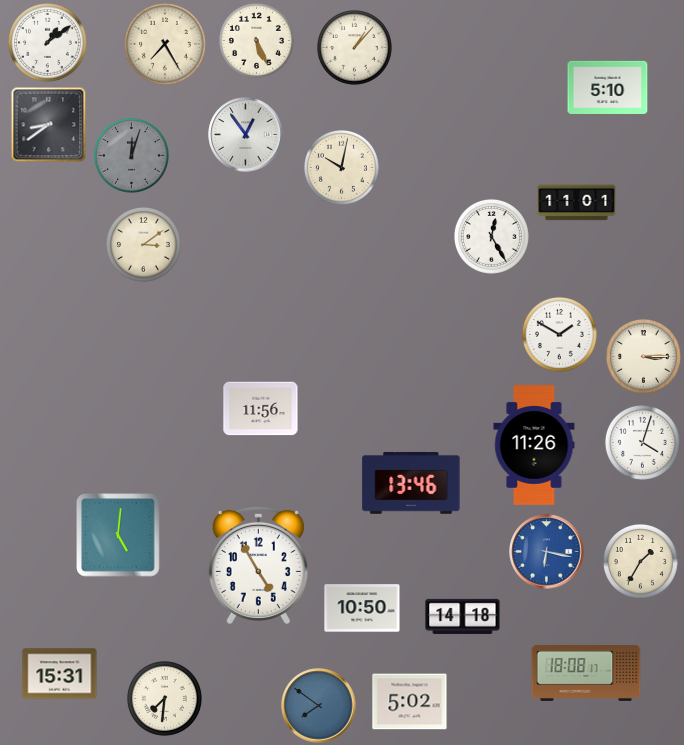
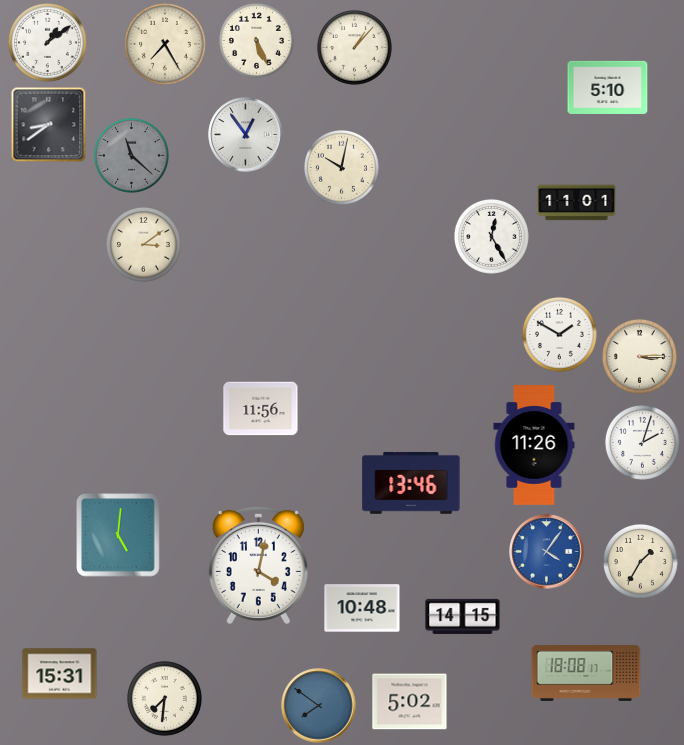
clock at (131, 155): 12:03 -> 11:22
clock at (643, 356) position: (643, 356) -> (639, 356)
clock at (642, 442): 4:03 -> 2:03
clock at (547, 552): 6:17 -> 4:06
clock at (258, 565): 4:55 -> 4:02
clock at (362, 608): 10:50 -> 10:48
clock at (463, 616): 14:18 -> 14:15
